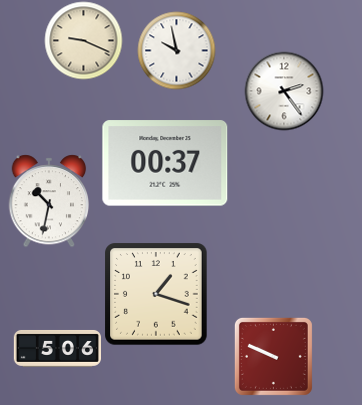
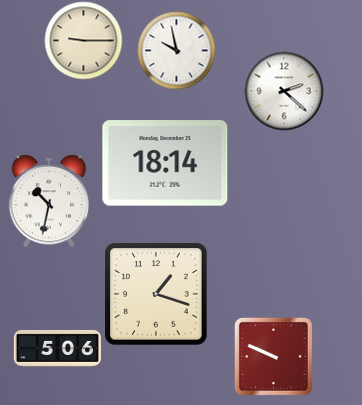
clock at (83, 40): 9:19 -> 9:15
clock at (284, 91): 2:24 -> 2:22
clock at (165, 163): 00:37 -> 18:14
